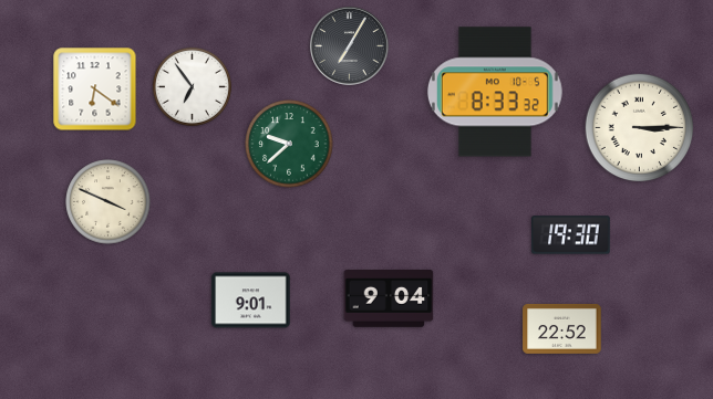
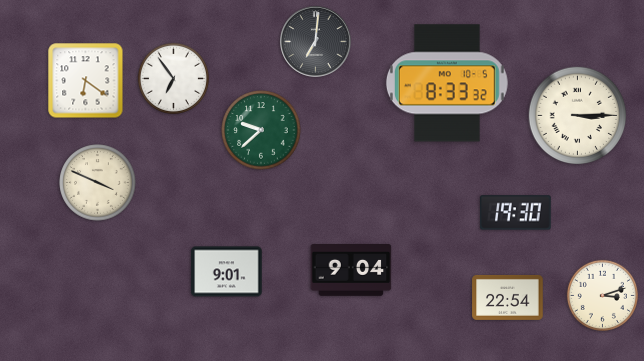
clock at (350, 46): 7:05 -> 7:01
clock at (602, 295): none -> 3:12
clock at (562, 328): 22:52 -> 22:54
